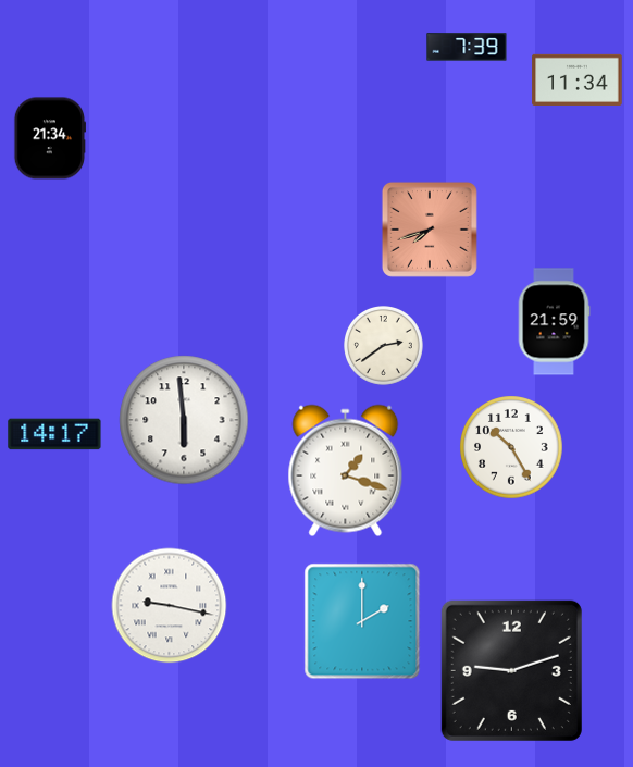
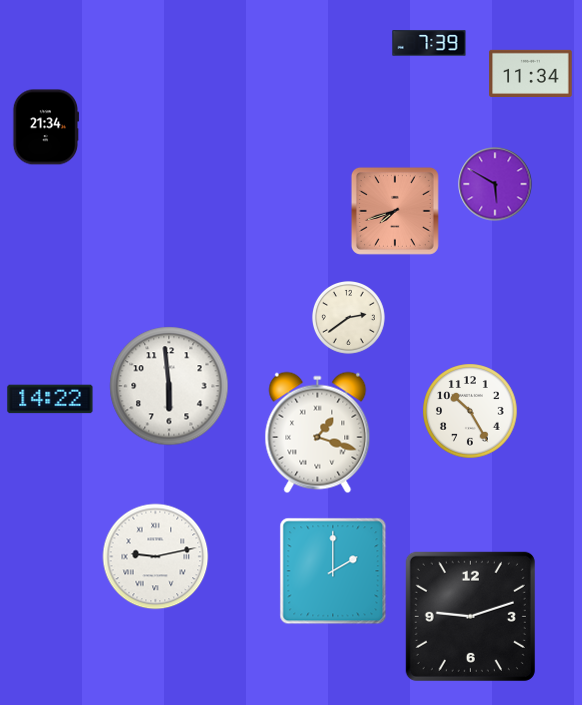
clock at (495, 184): none -> 5:50
clock at (554, 322): 21:59 -> none
clock at (384, 346) position: (384, 346) -> (349, 318)
clock at (54, 434): 14:17 -> 14:22
clock at (170, 606): 9:17 -> 9:13
